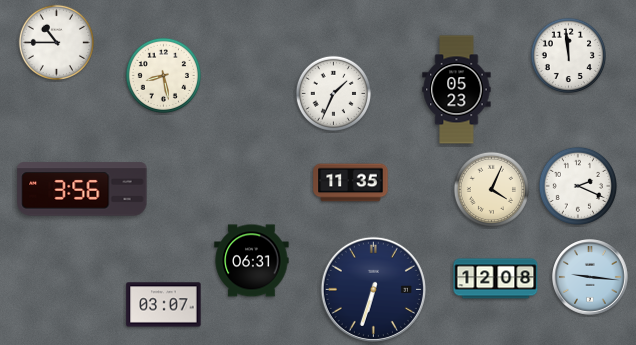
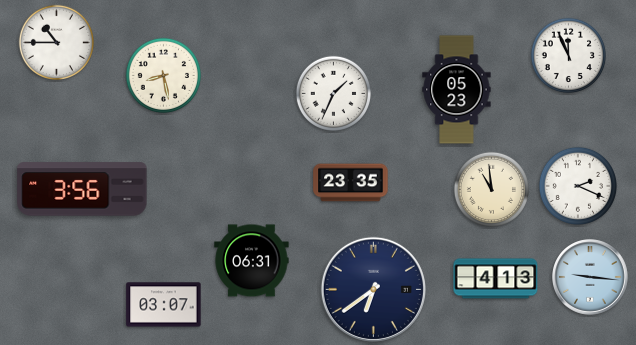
clock at (568, 55): 11:59 -> 11:56
clock at (351, 183): 11:35 -> 23:35
clock at (491, 189): 4:04 -> 10:59
clock at (496, 279): 12:08 -> 4:13
clock at (373, 289): 6:33 -> 6:39
